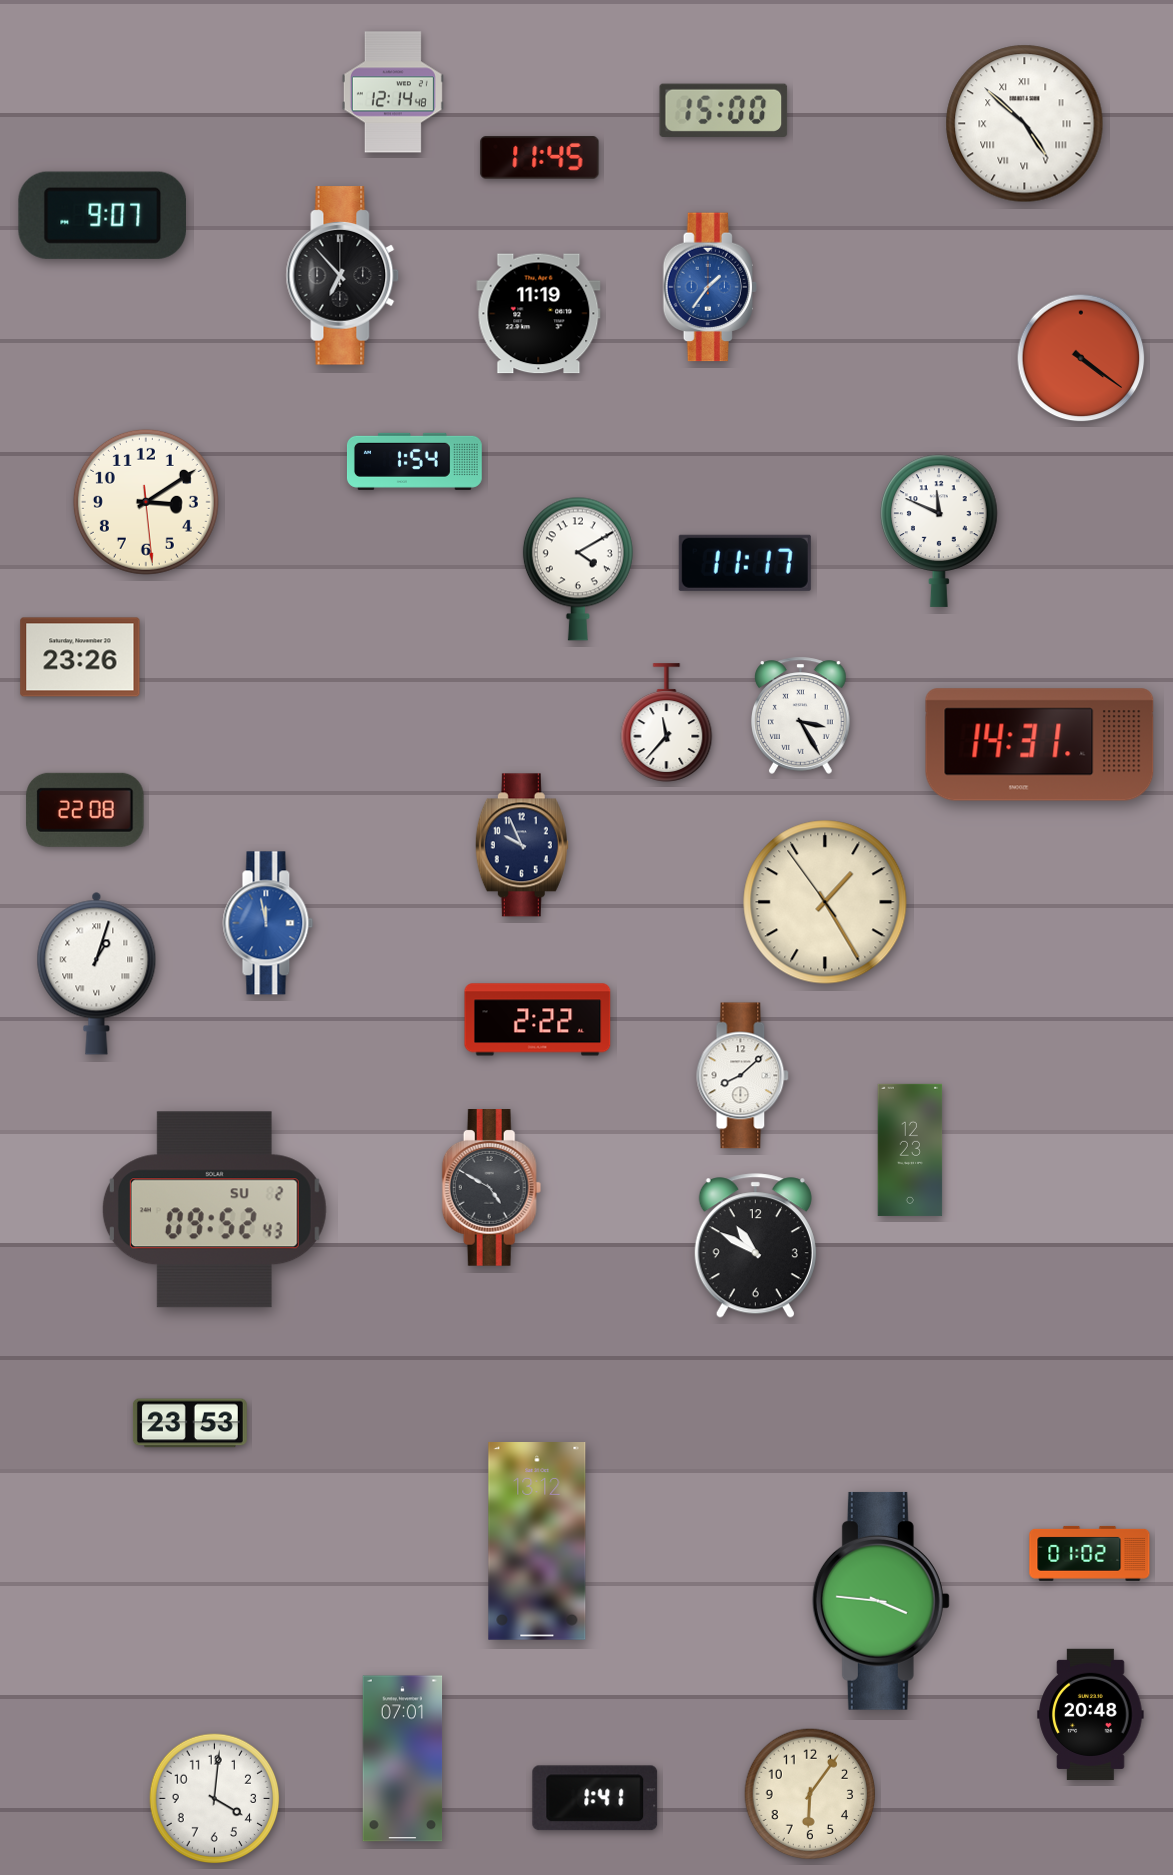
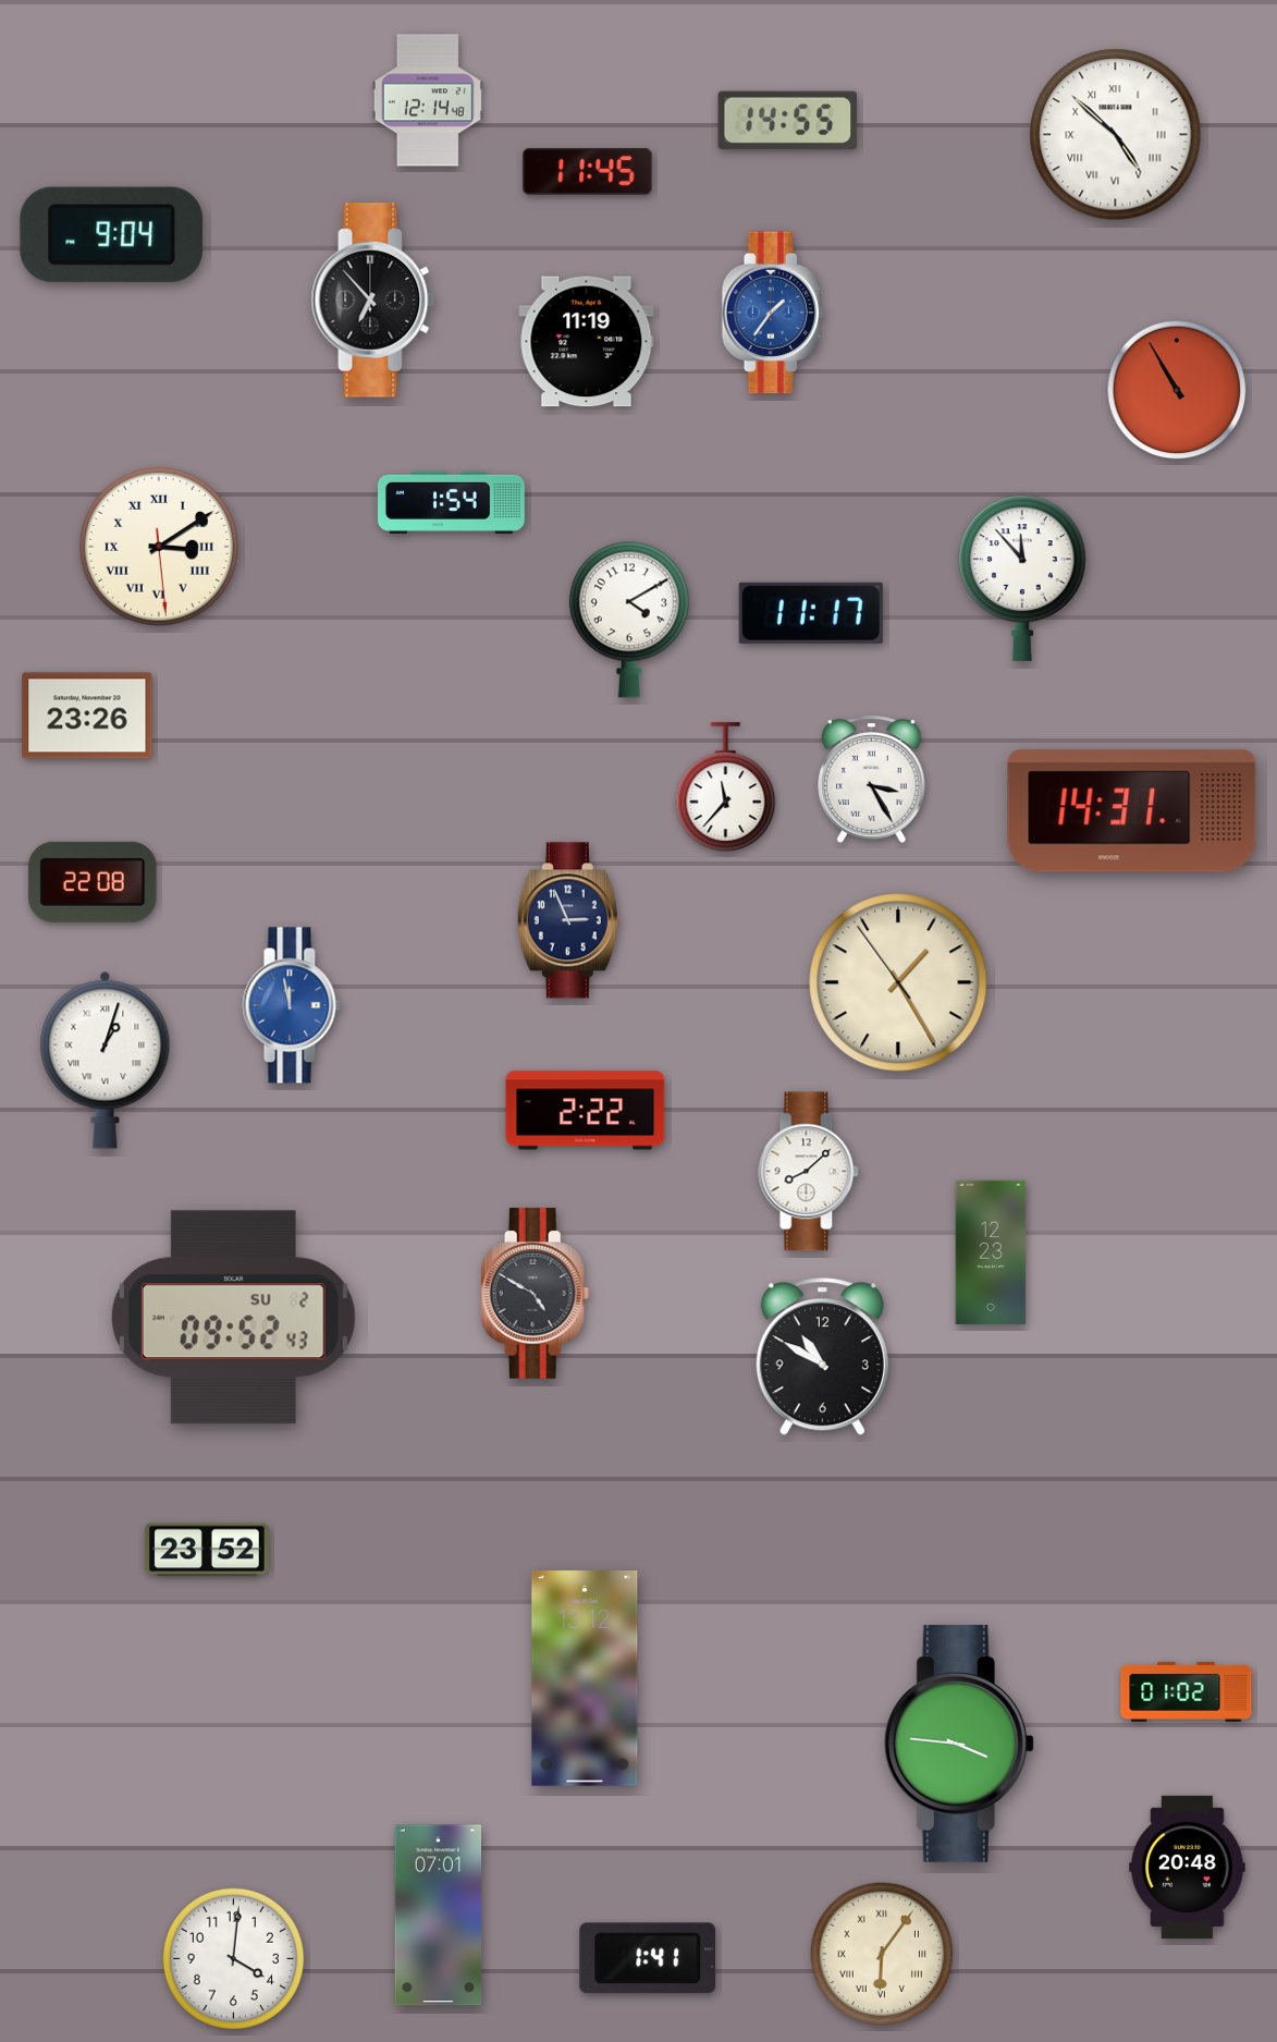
clock at (724, 110): 15:00 -> 14:55
clock at (102, 215): 9:07 -> 9:04
clock at (1081, 358): 4:21 -> 10:55
clock at (146, 502) numerals: Arabic -> Roman
clock at (940, 531): 11:49 -> 11:53
clock at (522, 845): 9:56 -> 2:56
clock at (190, 1423): 23:53 -> 23:52
clock at (810, 1794) numerals: Arabic -> Roman
